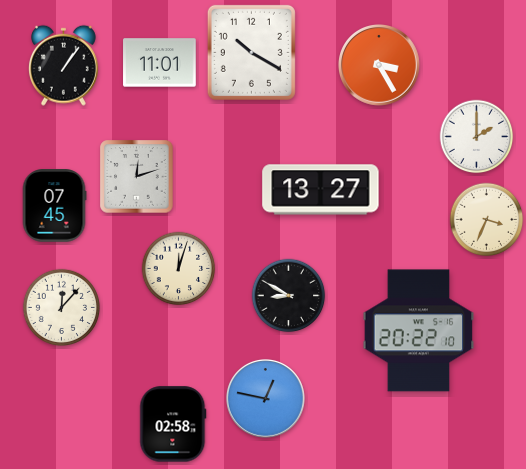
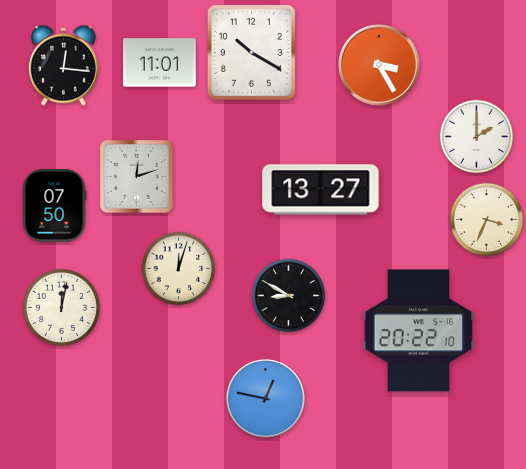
clock at (63, 65): 1:06 -> 12:16
clock at (54, 206): 07:45 -> 07:50
clock at (61, 307): 12:07 -> 12:02
clock at (173, 424): 02:58 -> none
